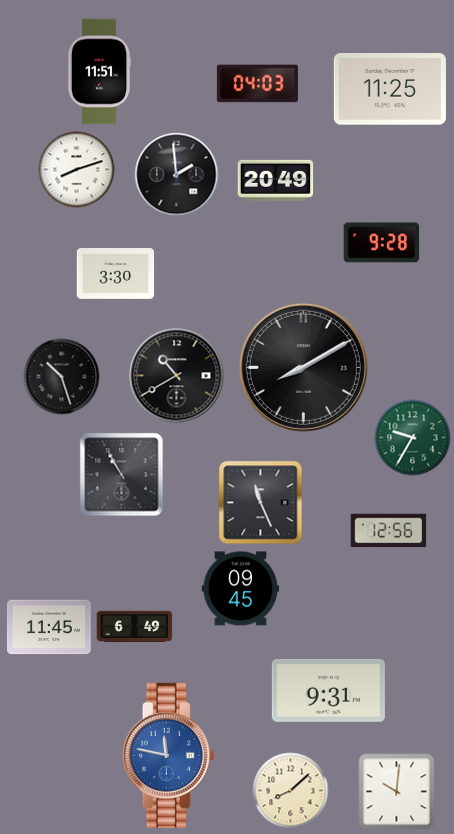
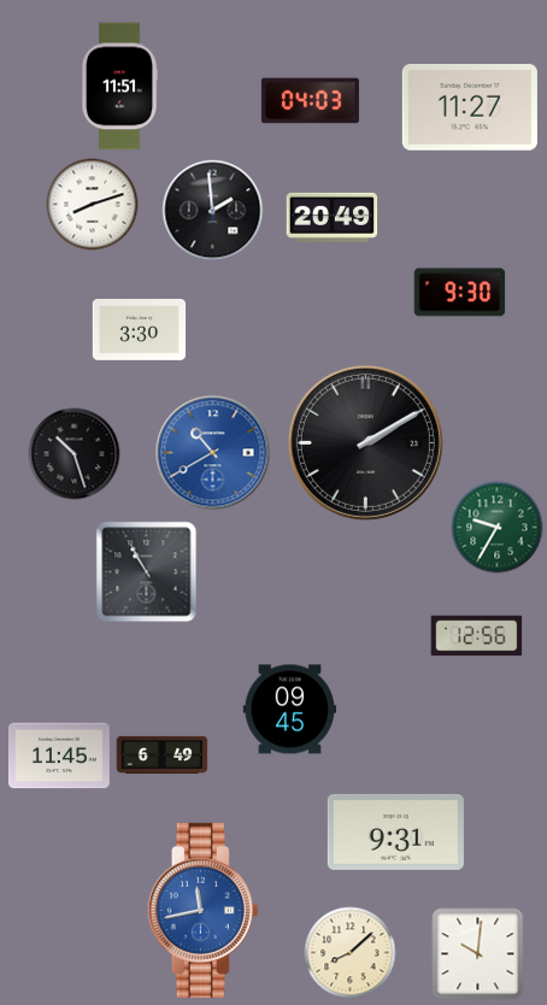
clock at (390, 90): 11:25 -> 11:27
clock at (382, 243): 9:28 -> 9:30
clock at (303, 367): 8:10 -> 2:10
clock at (177, 376) dial: black -> blue
clock at (261, 503): 11:26 -> none
clock at (389, 531) position: (389, 531) -> (477, 636)
clock at (168, 755): 11:47 -> 11:43
